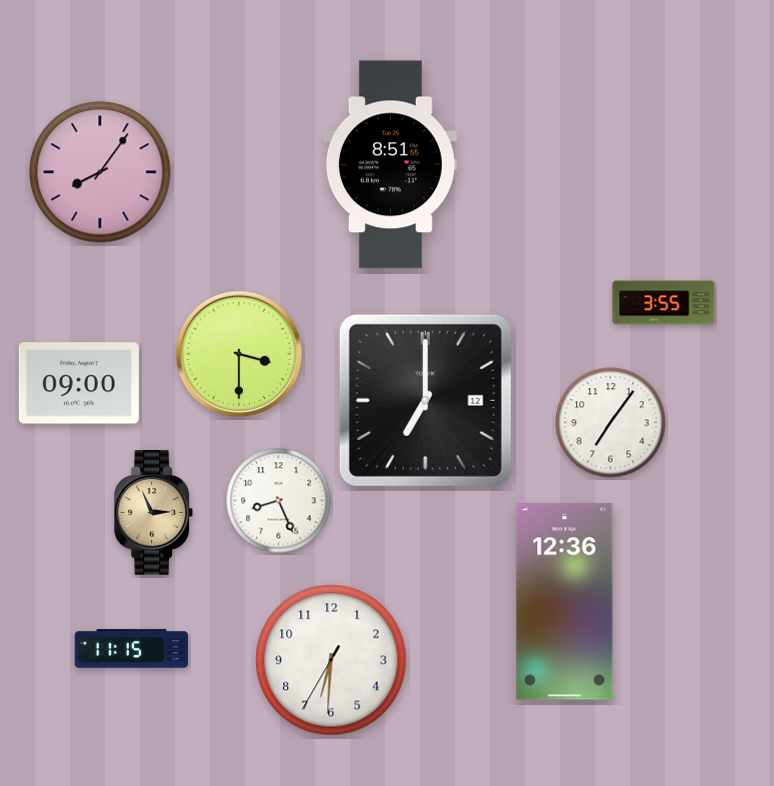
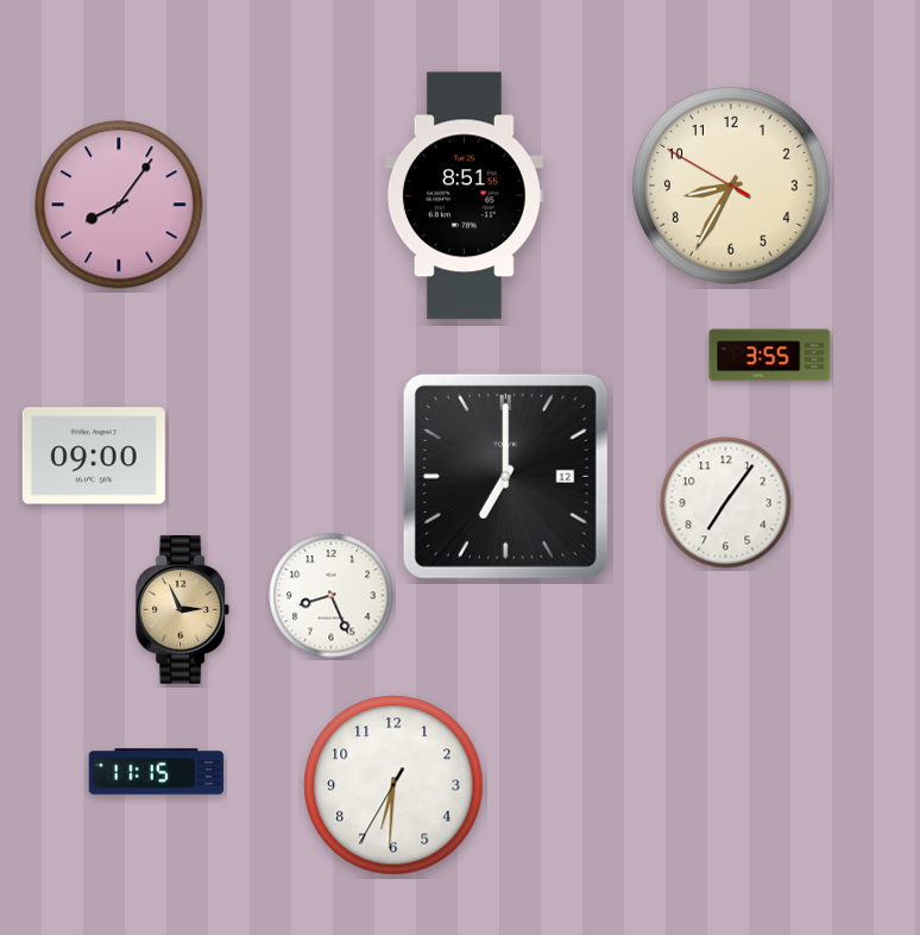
clock at (731, 186): none -> 8:34
clock at (664, 303) position: (664, 303) -> (770, 356)
clock at (239, 354): 3:30 -> none
clock at (565, 602): 12:36 -> none
